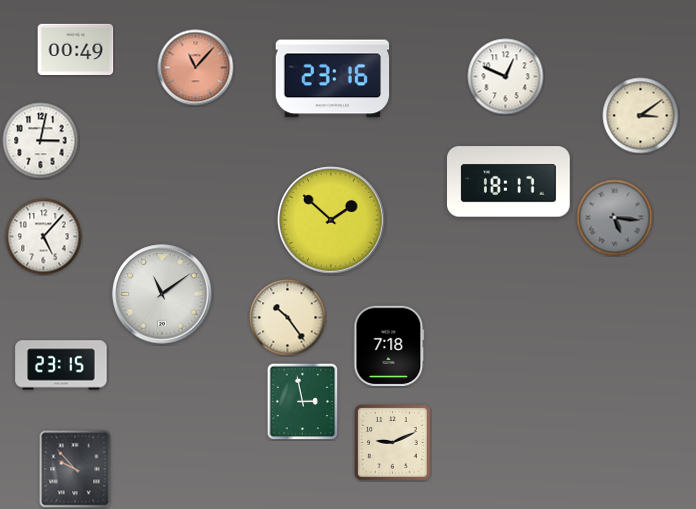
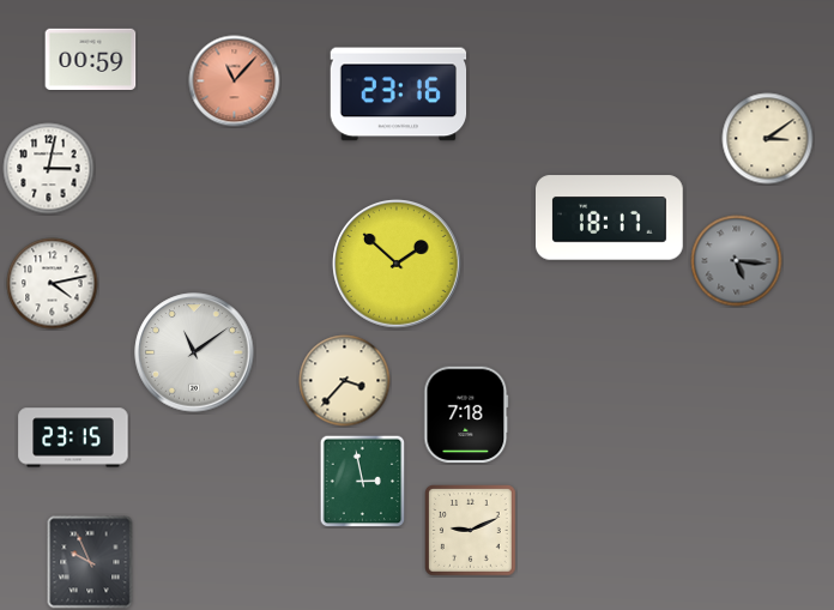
clock at (76, 50): 00:49 -> 00:59
clock at (506, 77): 12:49 -> none
clock at (44, 237): 5:07 -> 4:13
clock at (288, 318): 10:24 -> 3:37
clock at (75, 469): 9:53 -> 9:56
